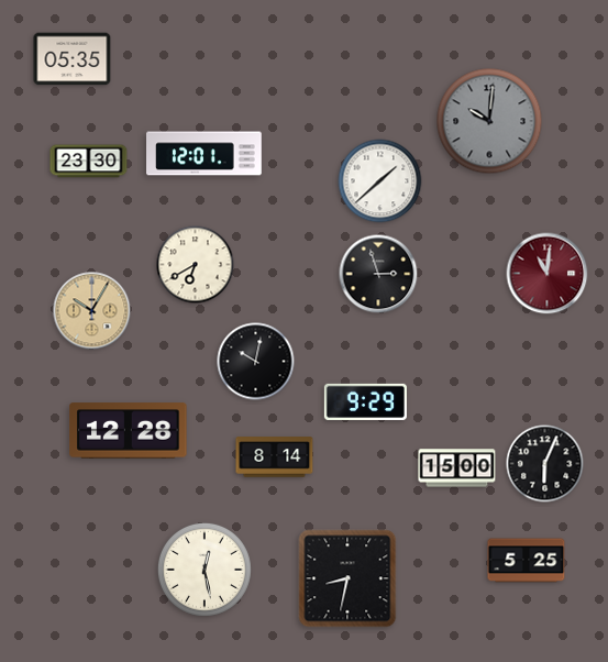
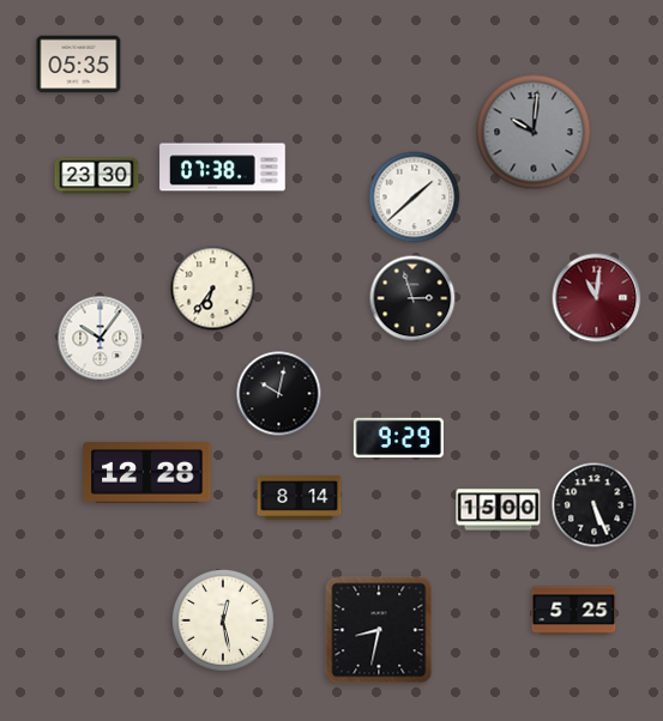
clock at (204, 154): 12:01 -> 07:38
clock at (196, 265): 6:40 -> 6:36
clock at (92, 311): 10:05 -> 10:06
clock at (92, 311) dial: champagne -> white
clock at (129, 431) position: (129, 431) -> (147, 473)
clock at (545, 464): 6:04 -> 5:26
